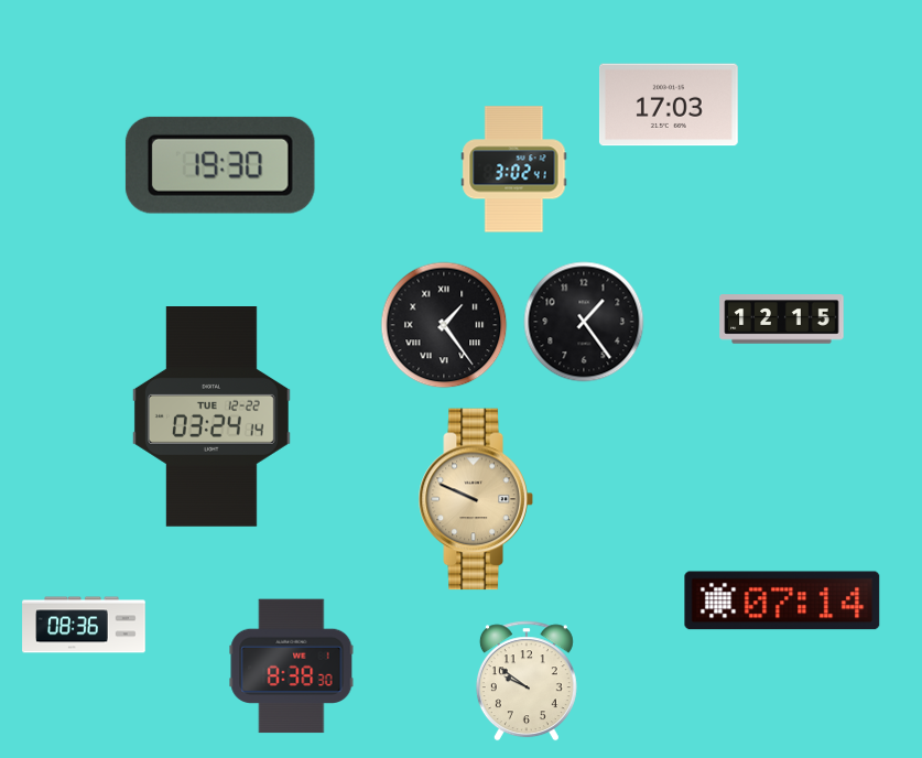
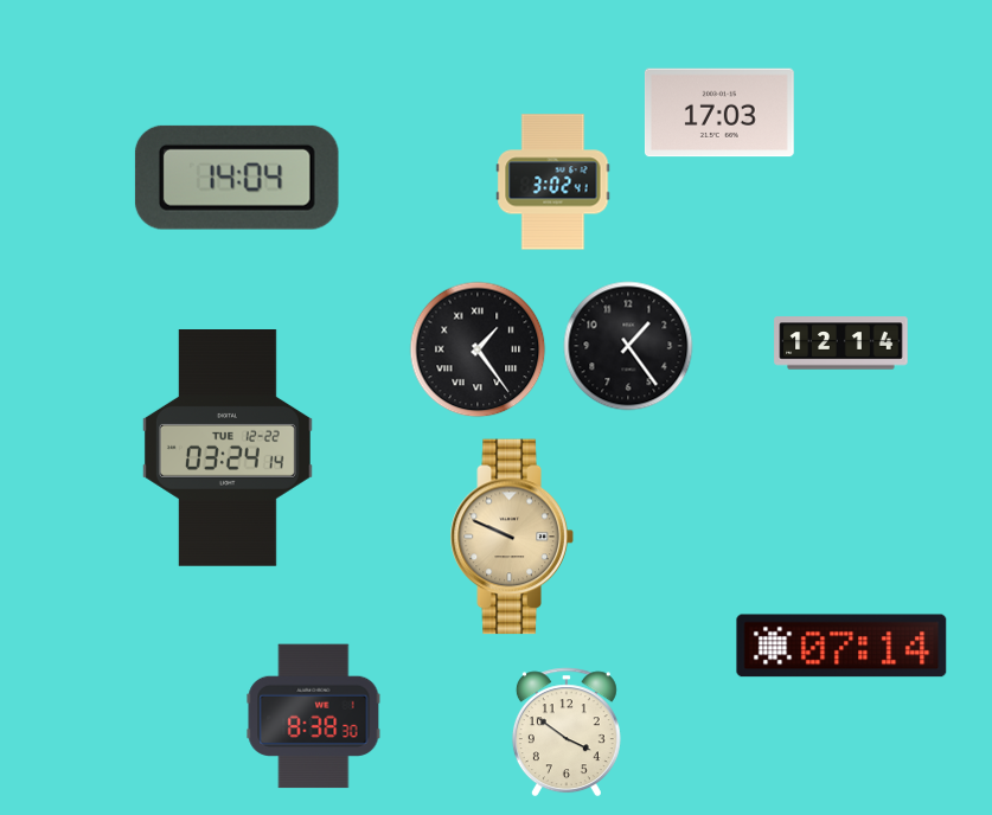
clock at (220, 165): 19:30 -> 14:04
clock at (782, 320): 12:15 -> 12:14
clock at (84, 625): 08:36 -> none
clock at (527, 681): 9:51 -> 3:51
